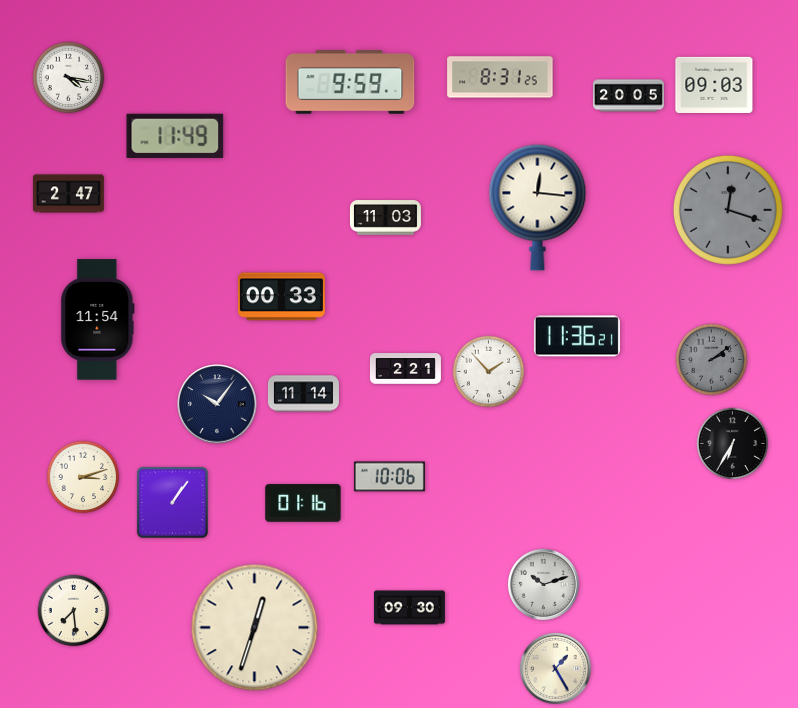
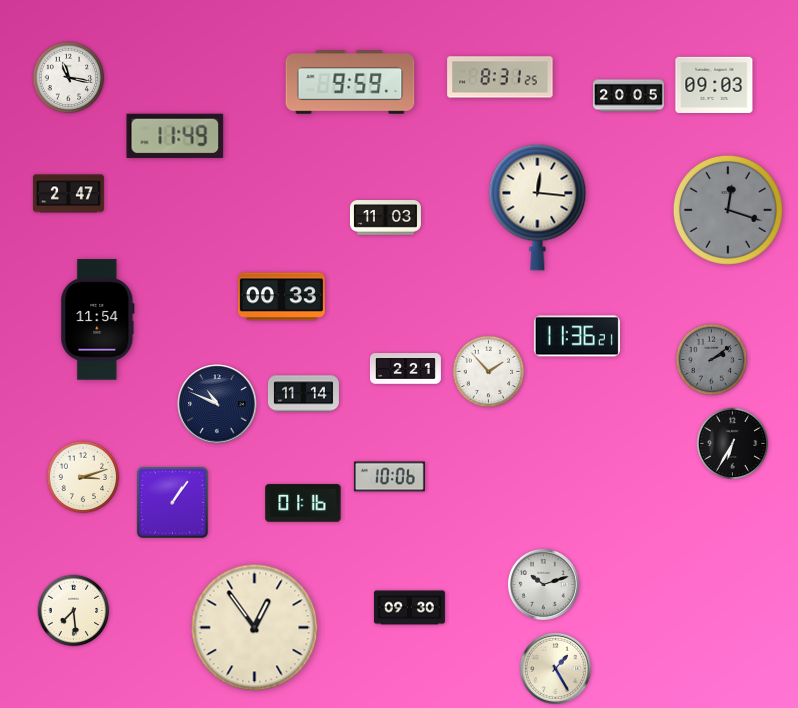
clock at (69, 78): 4:17 -> 11:17
clock at (217, 404): 10:06 -> 10:49
clock at (255, 628): 12:33 -> 12:54
